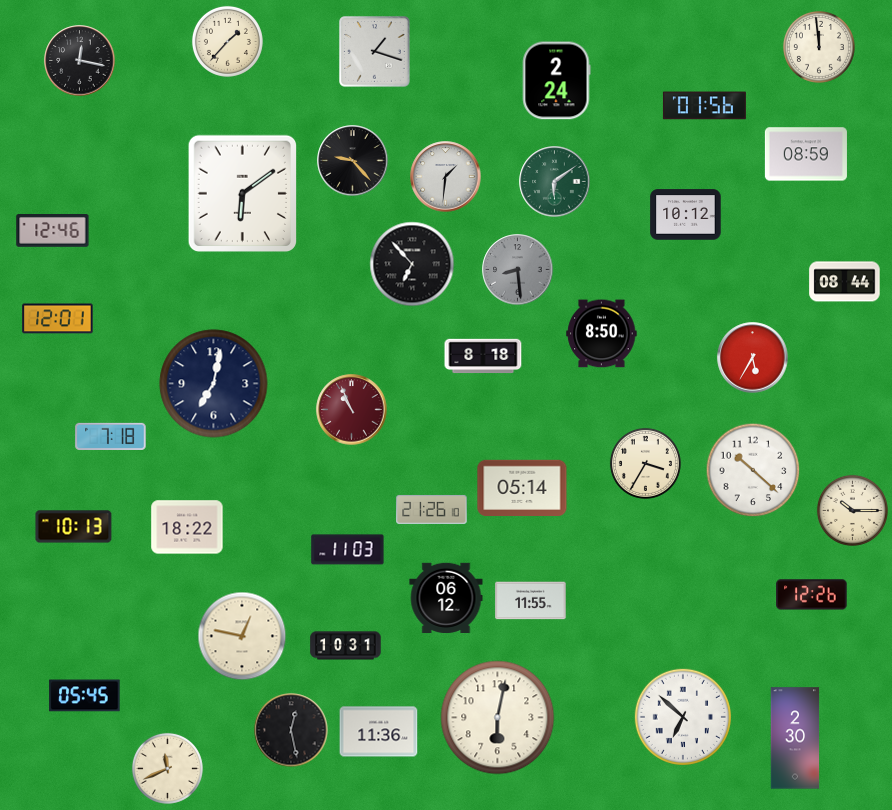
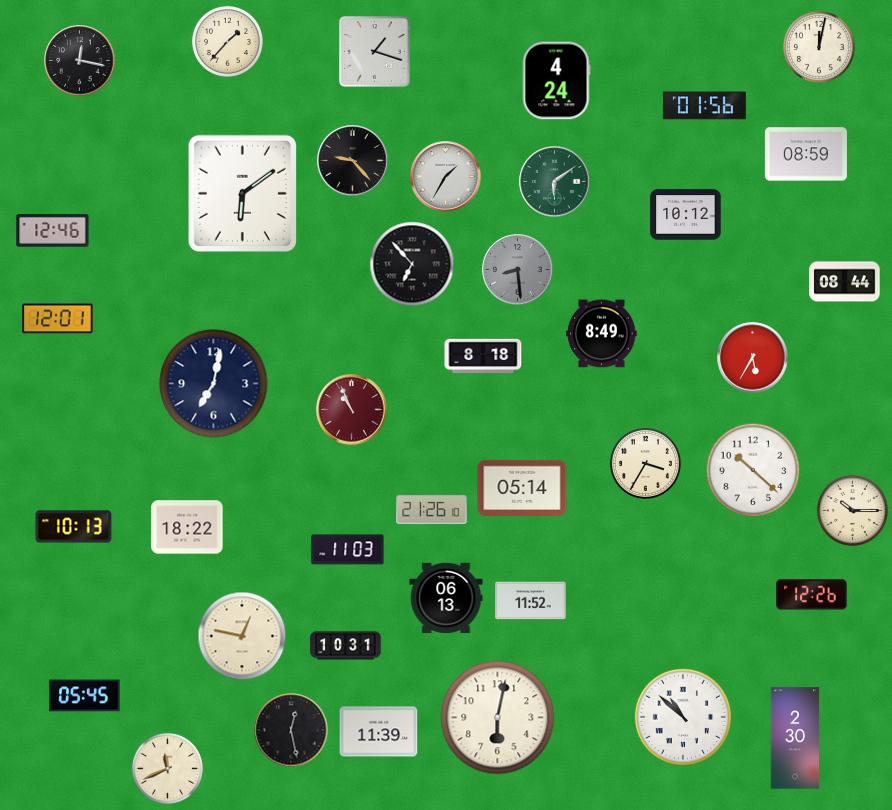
clock at (819, 47): 11:59 -> 12:02
clock at (556, 81): 2:24 -> 4:24
clock at (446, 177): 1:31 -> 1:35
clock at (602, 334): 8:50 -> 8:49
clock at (111, 436): 7:18 -> none
clock at (446, 597): 06:12 -> 06:13
clock at (531, 601): 11:55 -> 11:52
clock at (683, 717): 6:52 -> 10:52
clock at (379, 732): 11:36 -> 11:39
